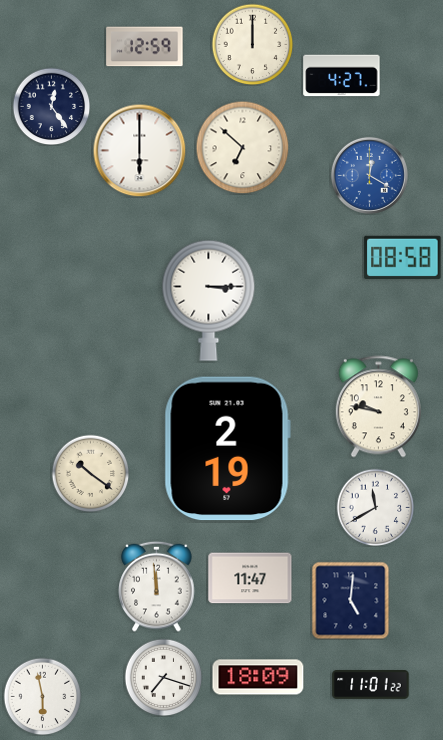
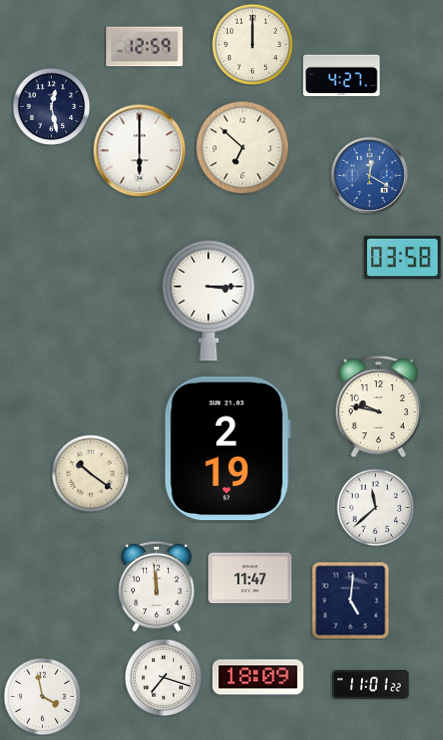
clock at (51, 106): 12:24 -> 12:28
clock at (403, 257): 08:58 -> 03:58
clock at (375, 507): 11:40 -> 11:38
clock at (42, 696): 5:58 -> 3:58
